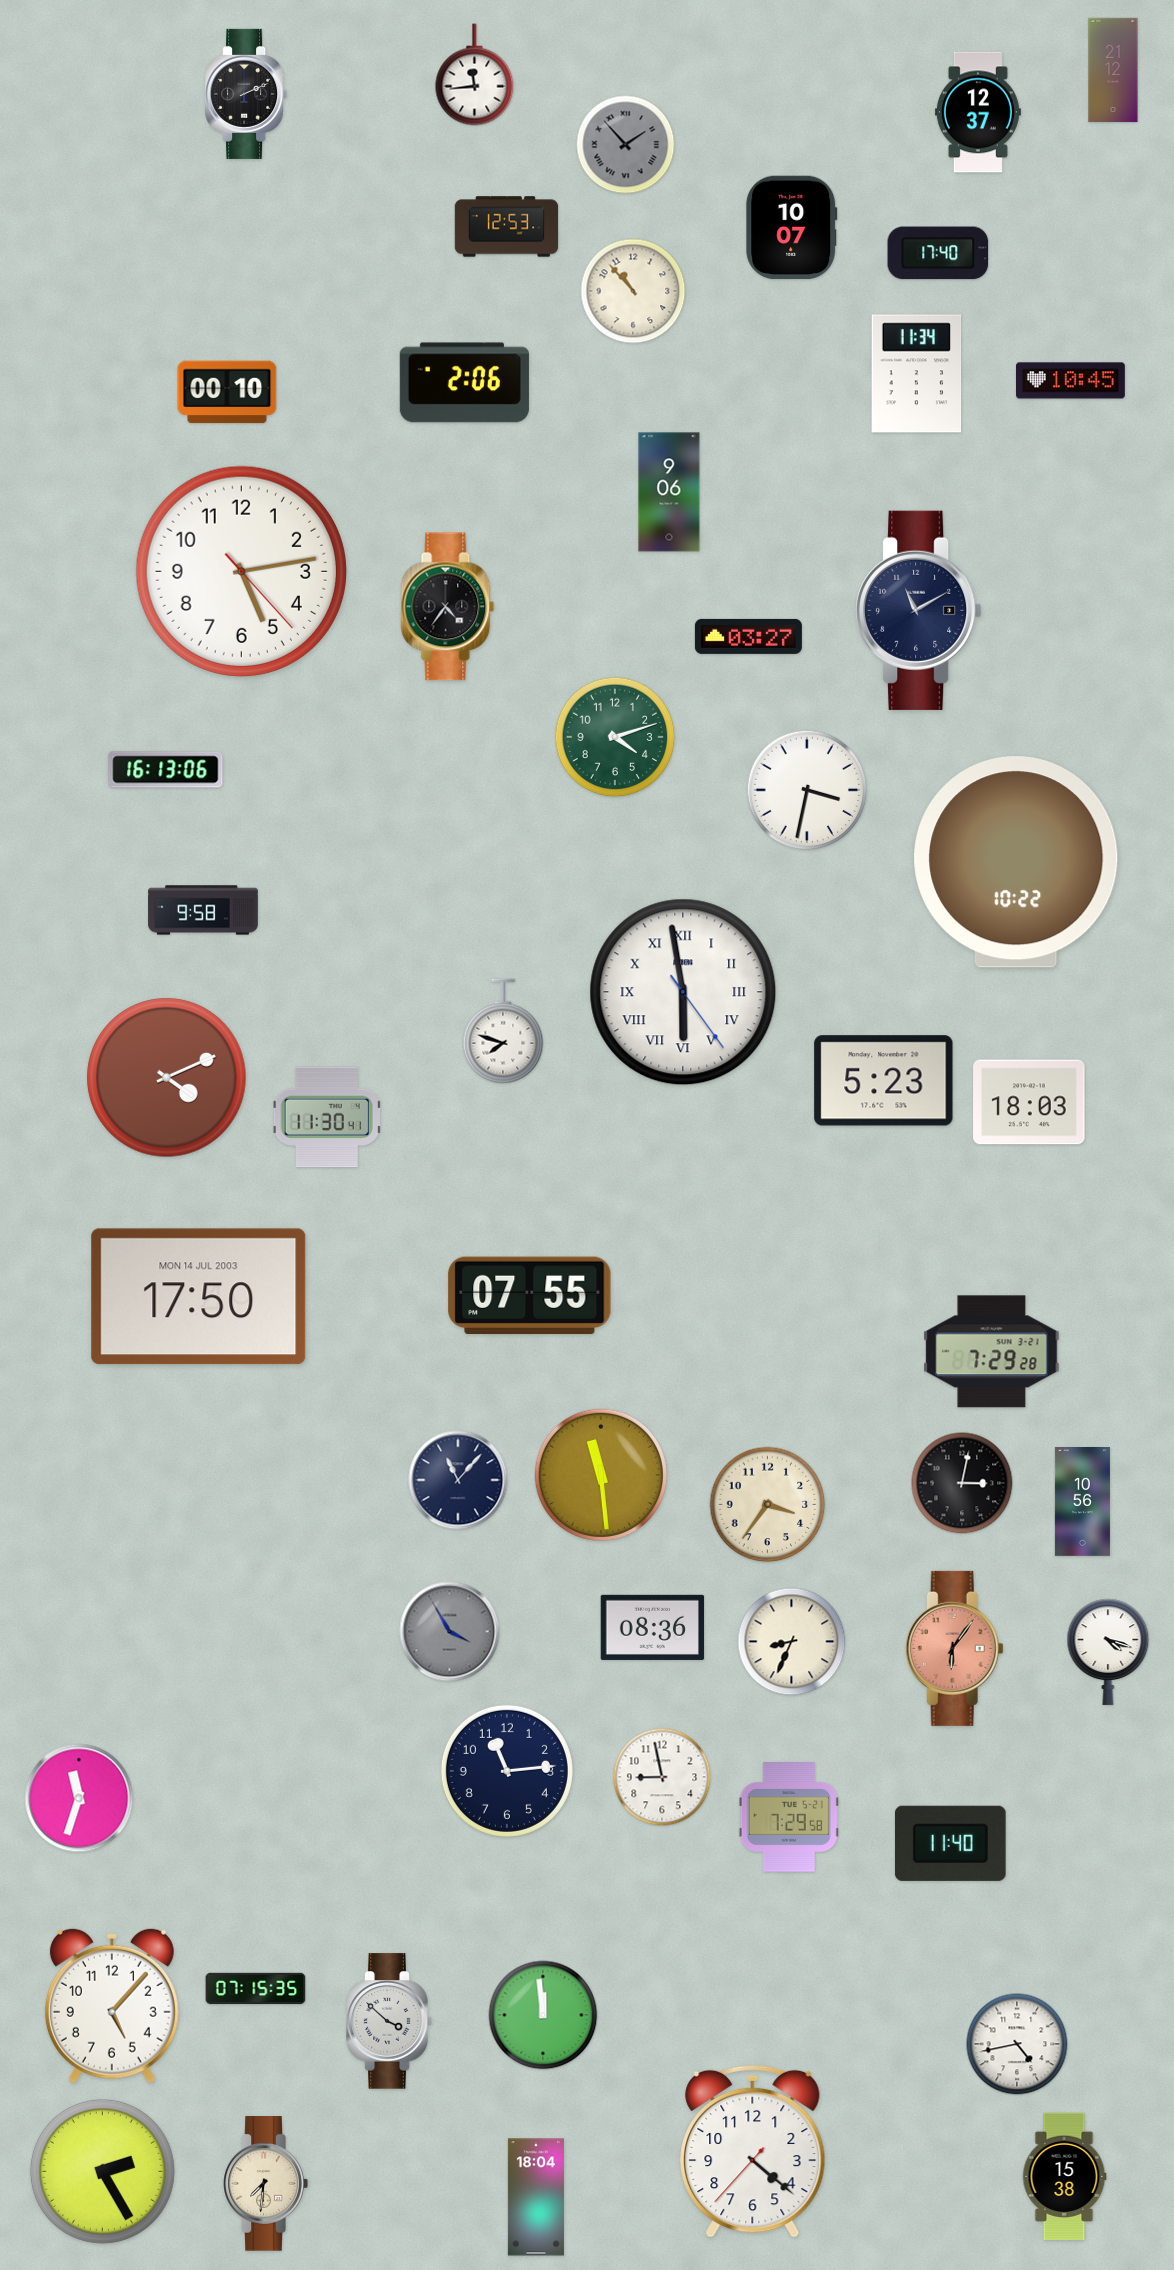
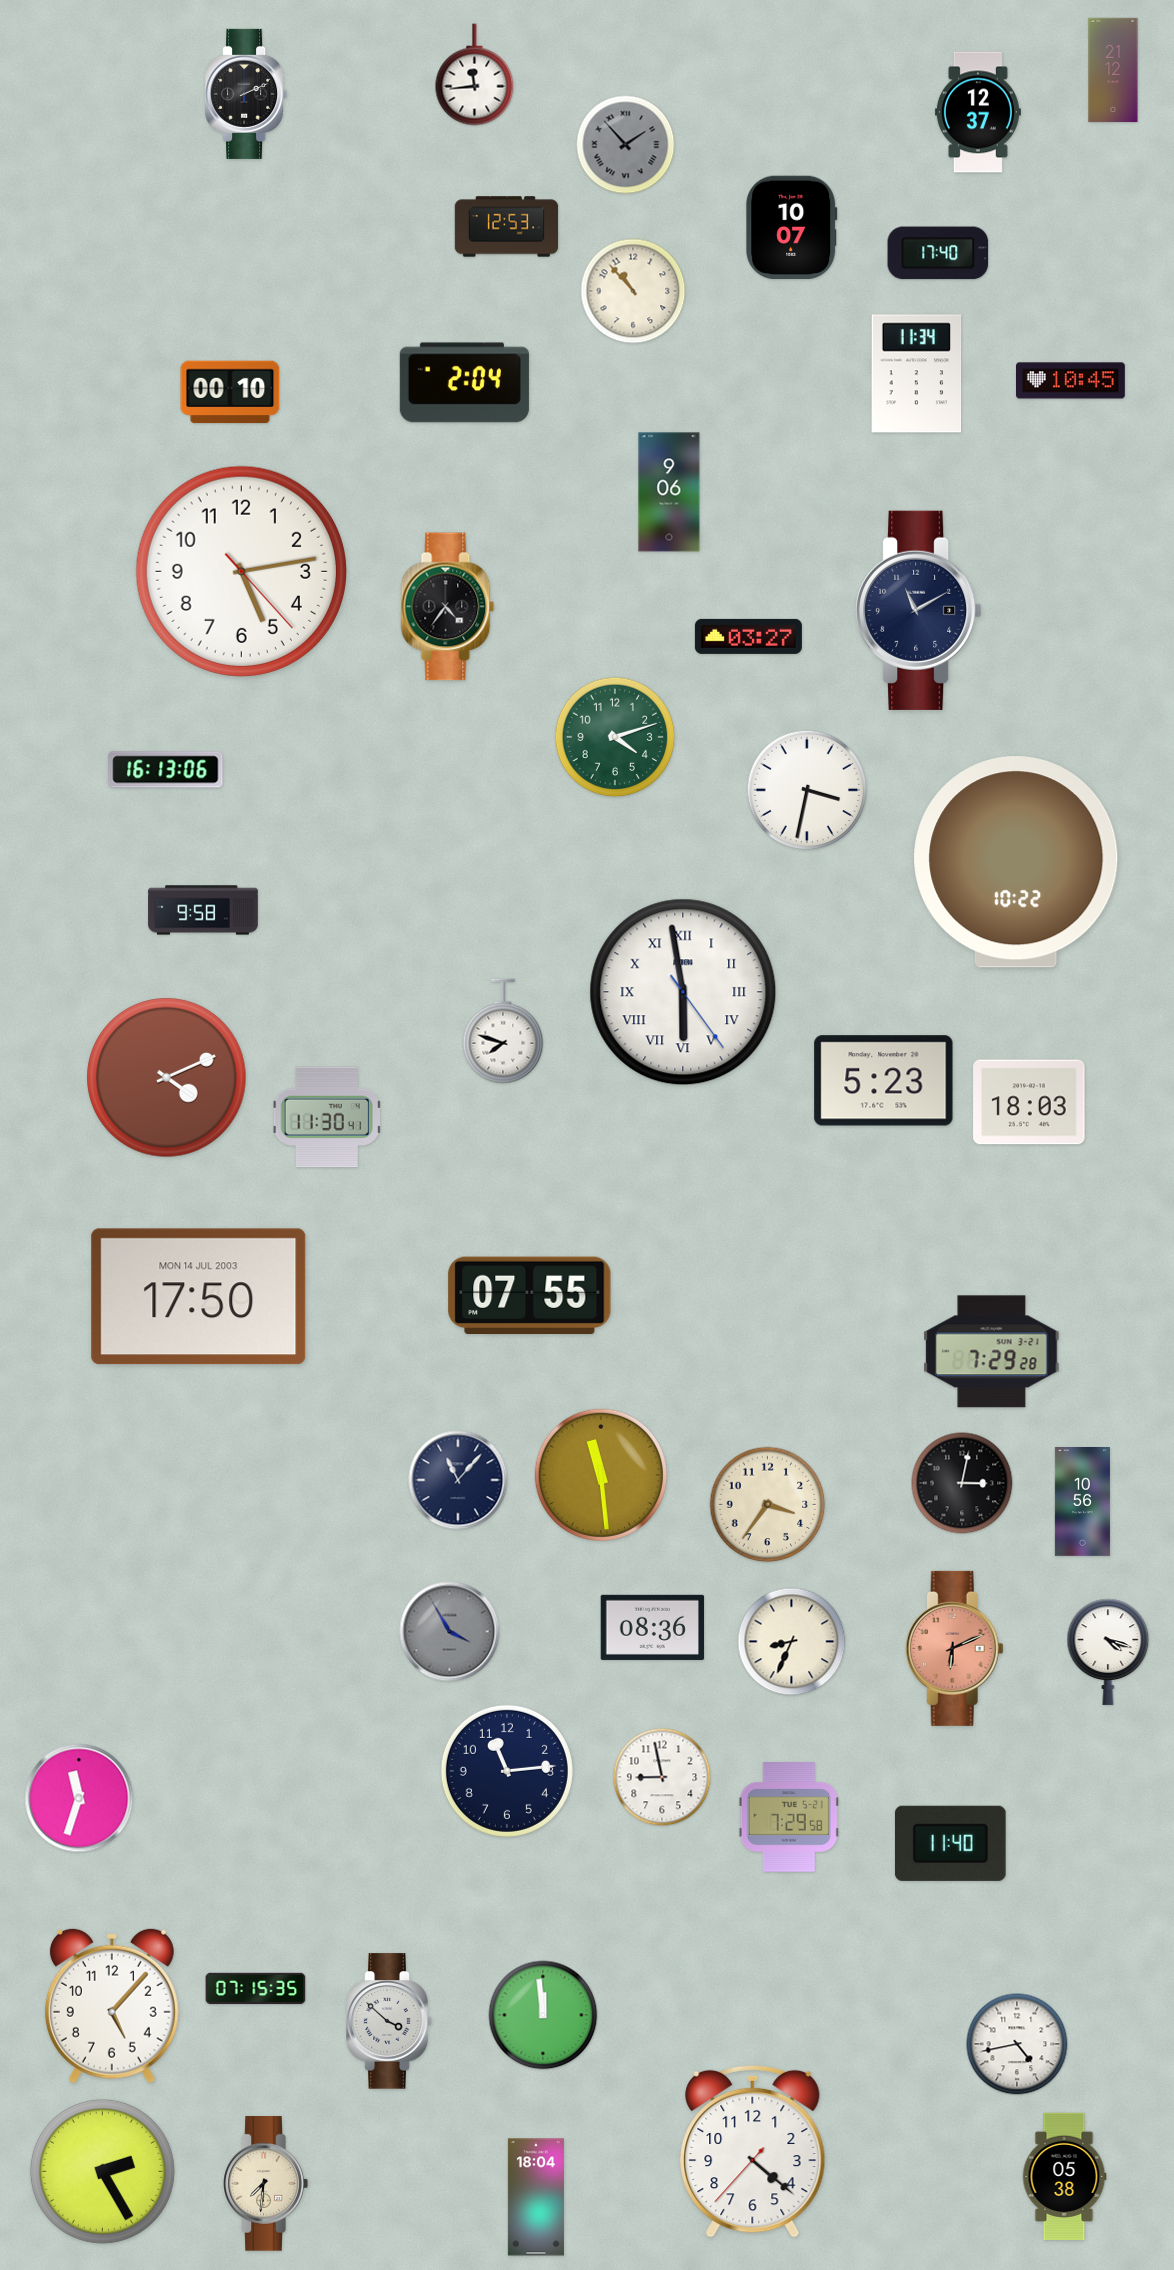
clock at (464, 383): 2:06 -> 2:04
clock at (227, 392) position: (227, 392) -> (230, 392)
clock at (954, 1648): 6:06 -> 6:11
clock at (1064, 2177): 15:38 -> 05:38
